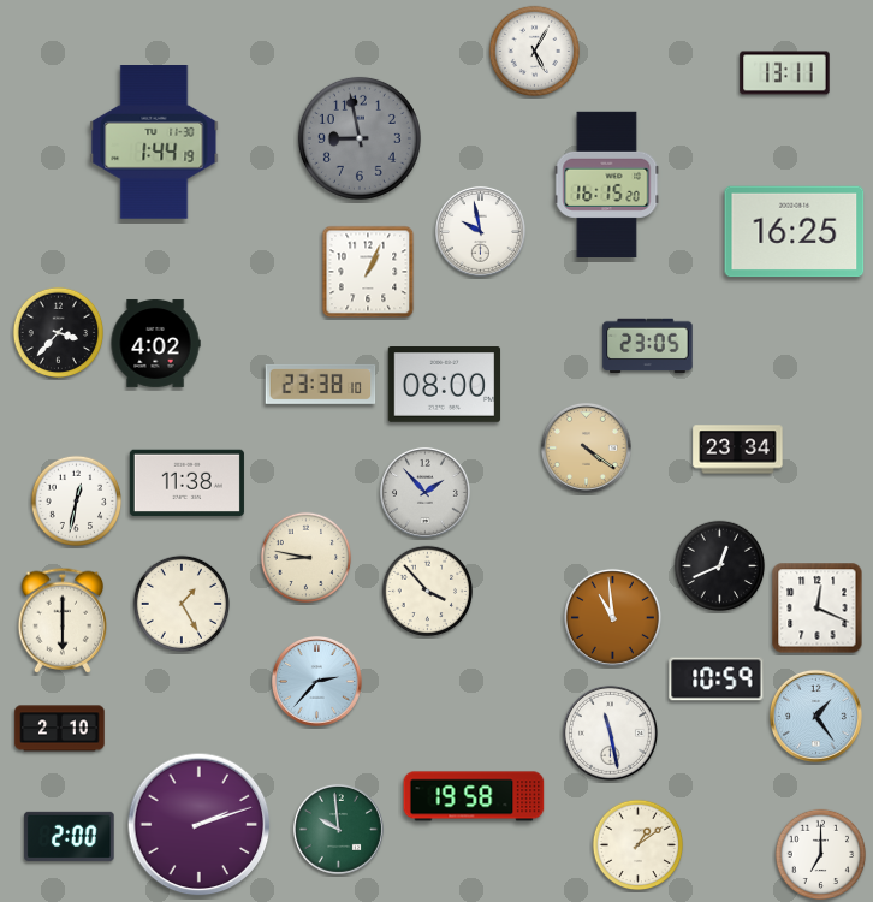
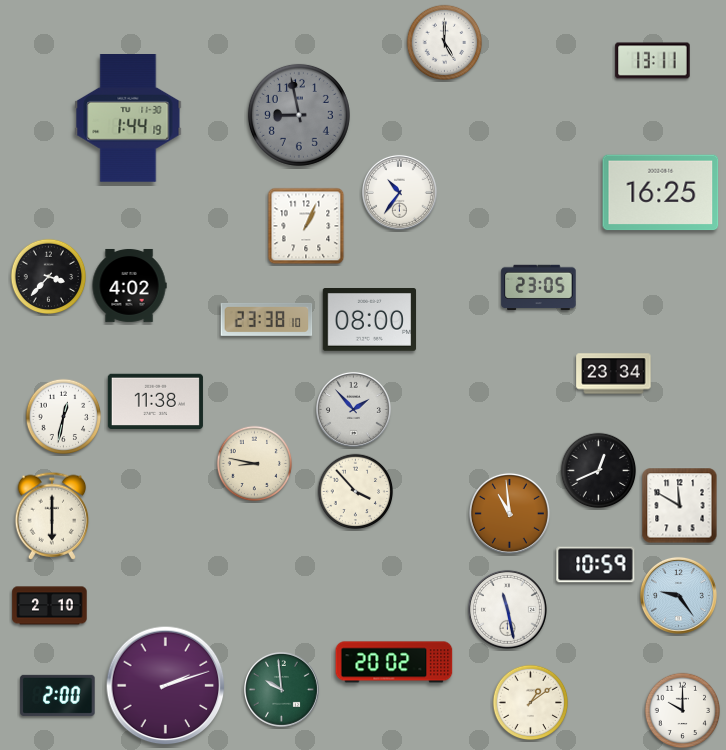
clock at (535, 52): 5:05 -> 5:00
clock at (607, 184): 16:15 -> none
clock at (480, 231): 9:58 -> 10:36
clock at (586, 447): 4:21 -> none
clock at (180, 603): 1:25 -> none
clock at (818, 609): 12:19 -> 11:50
clock at (316, 681): 2:37 -> none
clock at (815, 716): 1:24 -> 9:24
clock at (474, 796): 19:58 -> 20:02
clock at (821, 855): 7:00 -> 10:00
